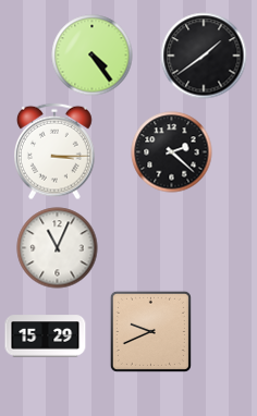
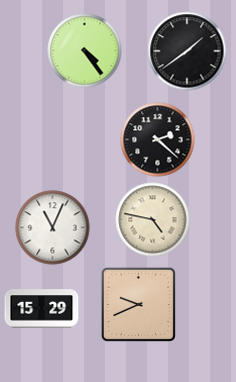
clock at (56, 151): 3:15 -> none
clock at (153, 220): none -> 4:47
